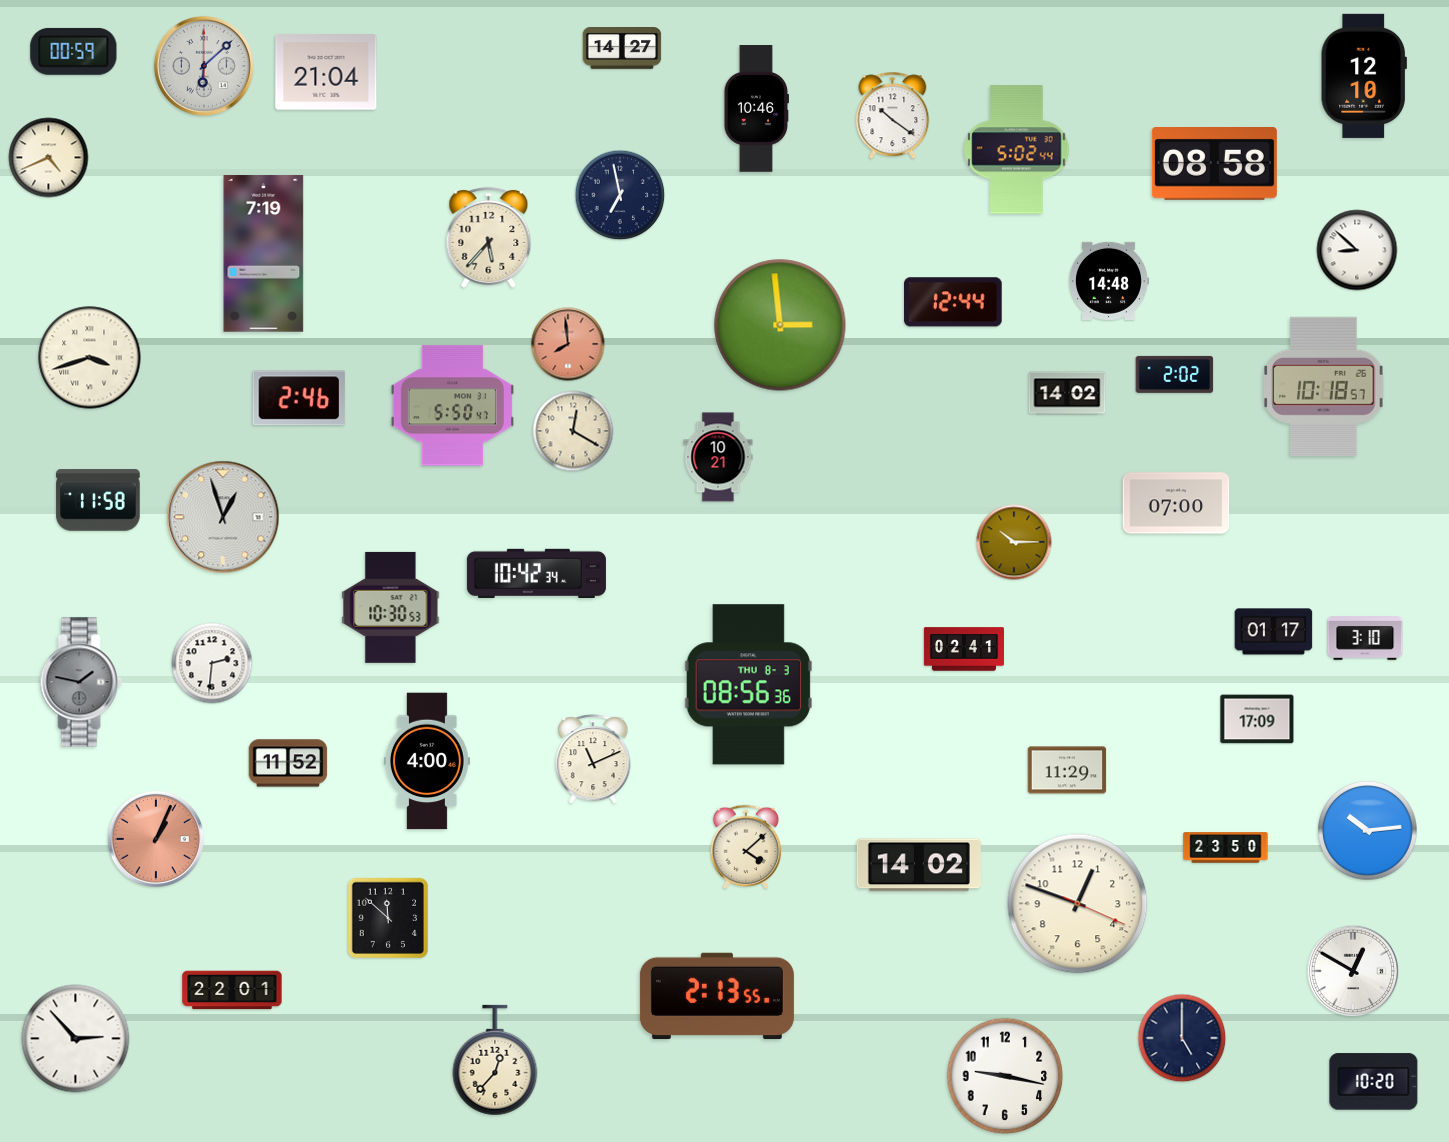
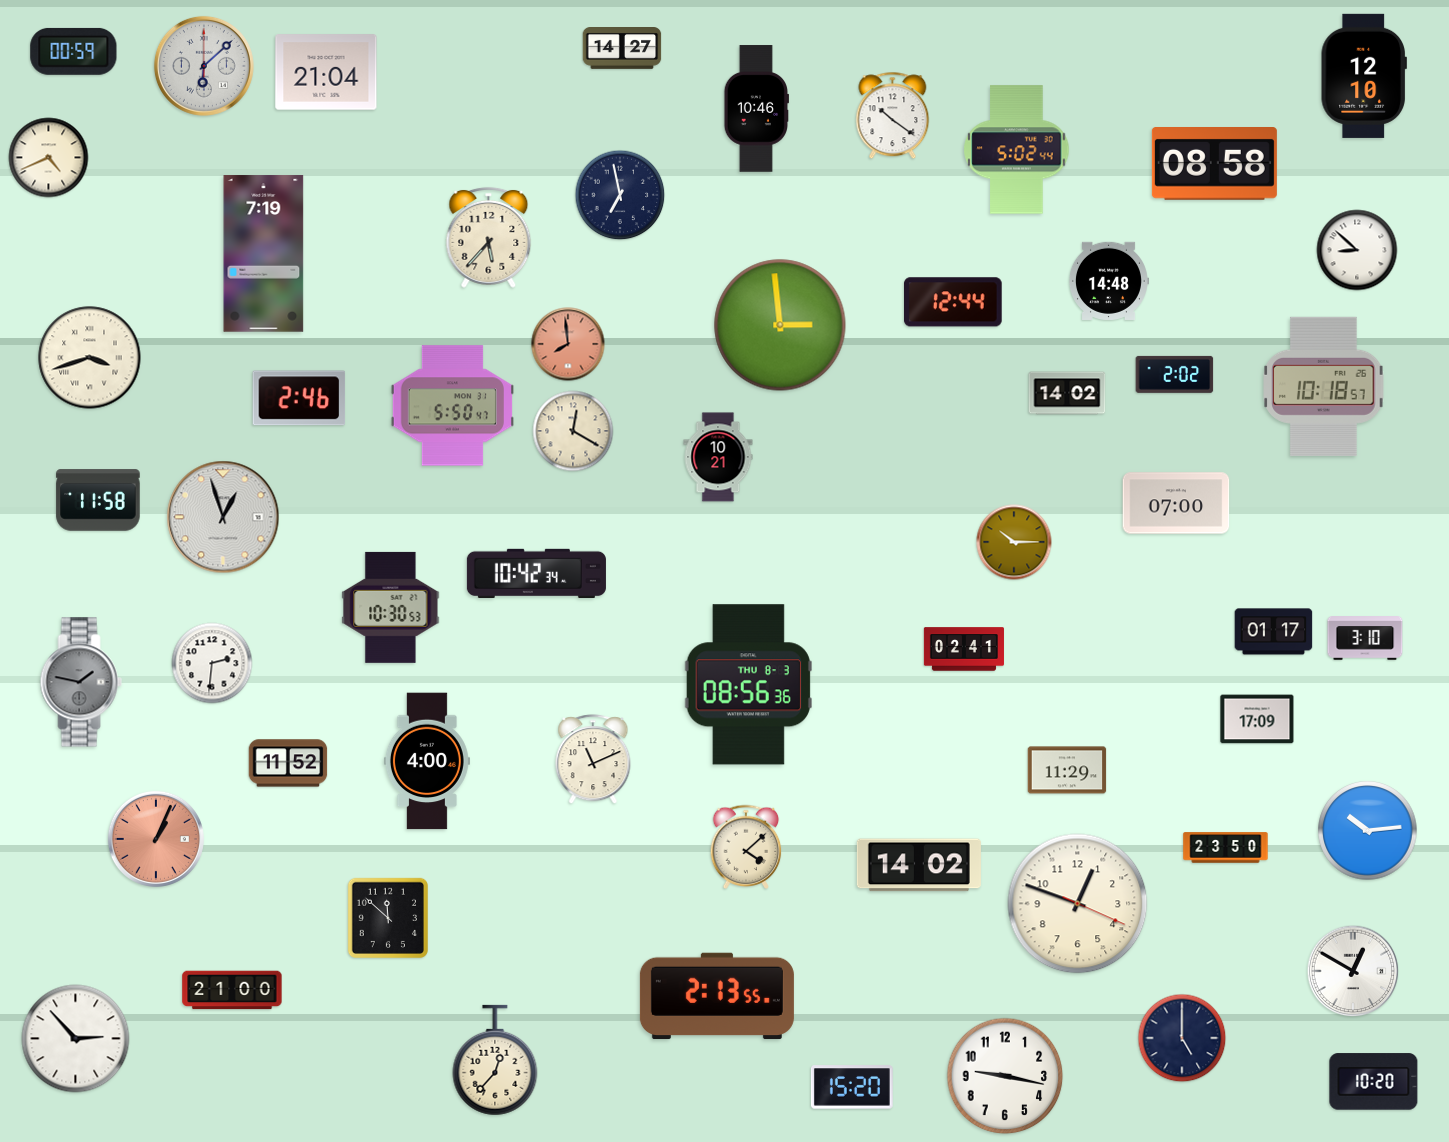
clock at (232, 990): 22:01 -> 21:00
clock at (852, 1087): none -> 15:20
